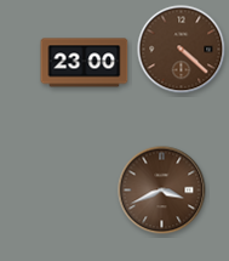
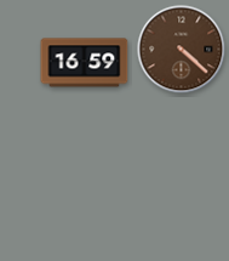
clock at (85, 63): 23:00 -> 16:59
clock at (162, 191): 3:41 -> none
